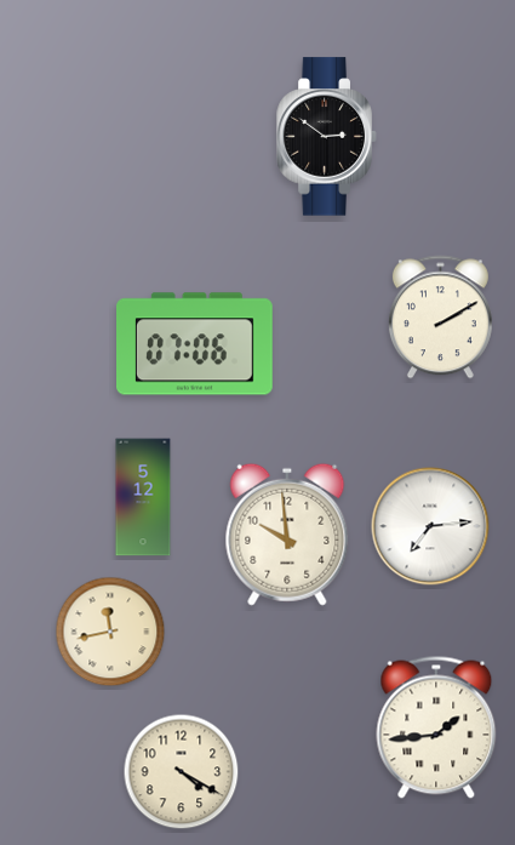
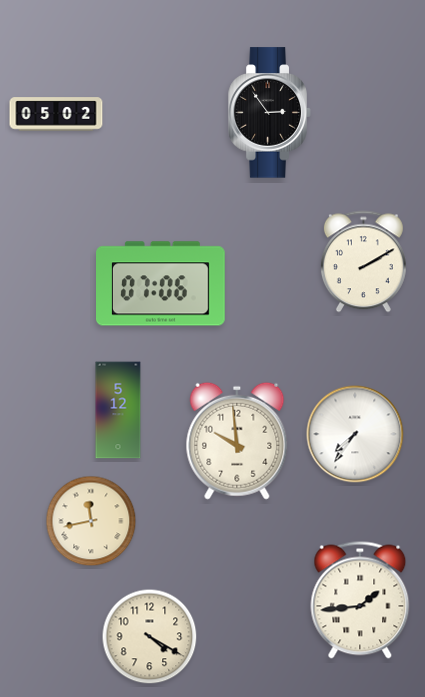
clock at (327, 137): 2:51 -> 2:54
clock at (56, 114): none -> 05:02
clock at (430, 526): 7:14 -> 7:36
